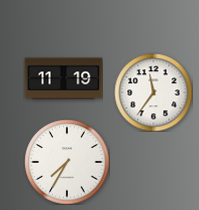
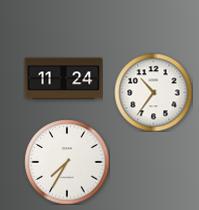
clock at (63, 79): 11:19 -> 11:24
clock at (153, 92): 11:36 -> 10:36
